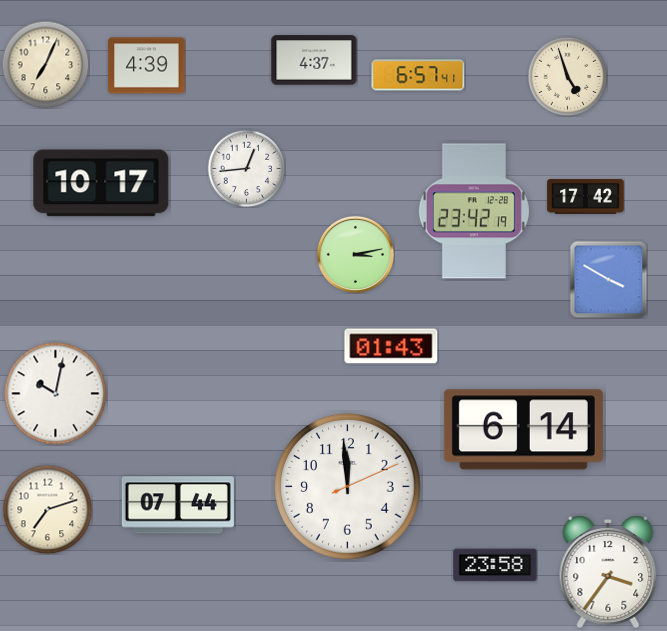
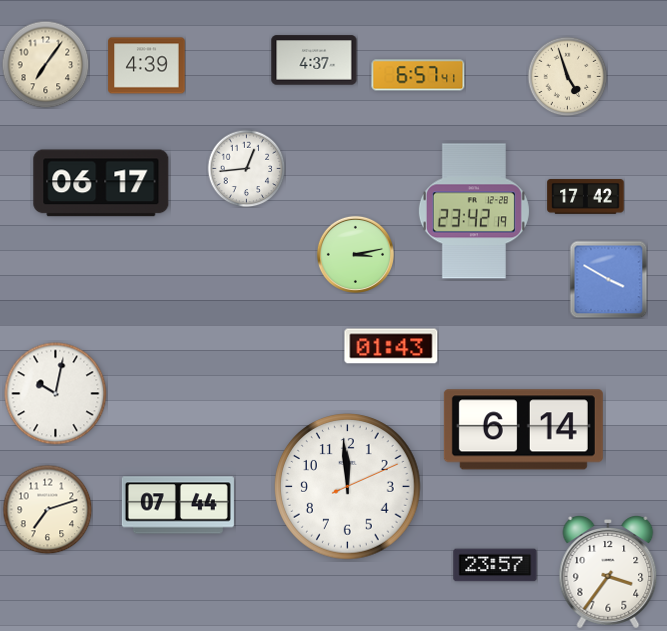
clock at (45, 64): 7:04 -> 7:06
clock at (101, 183): 10:17 -> 06:17
clock at (495, 565): 23:58 -> 23:57
